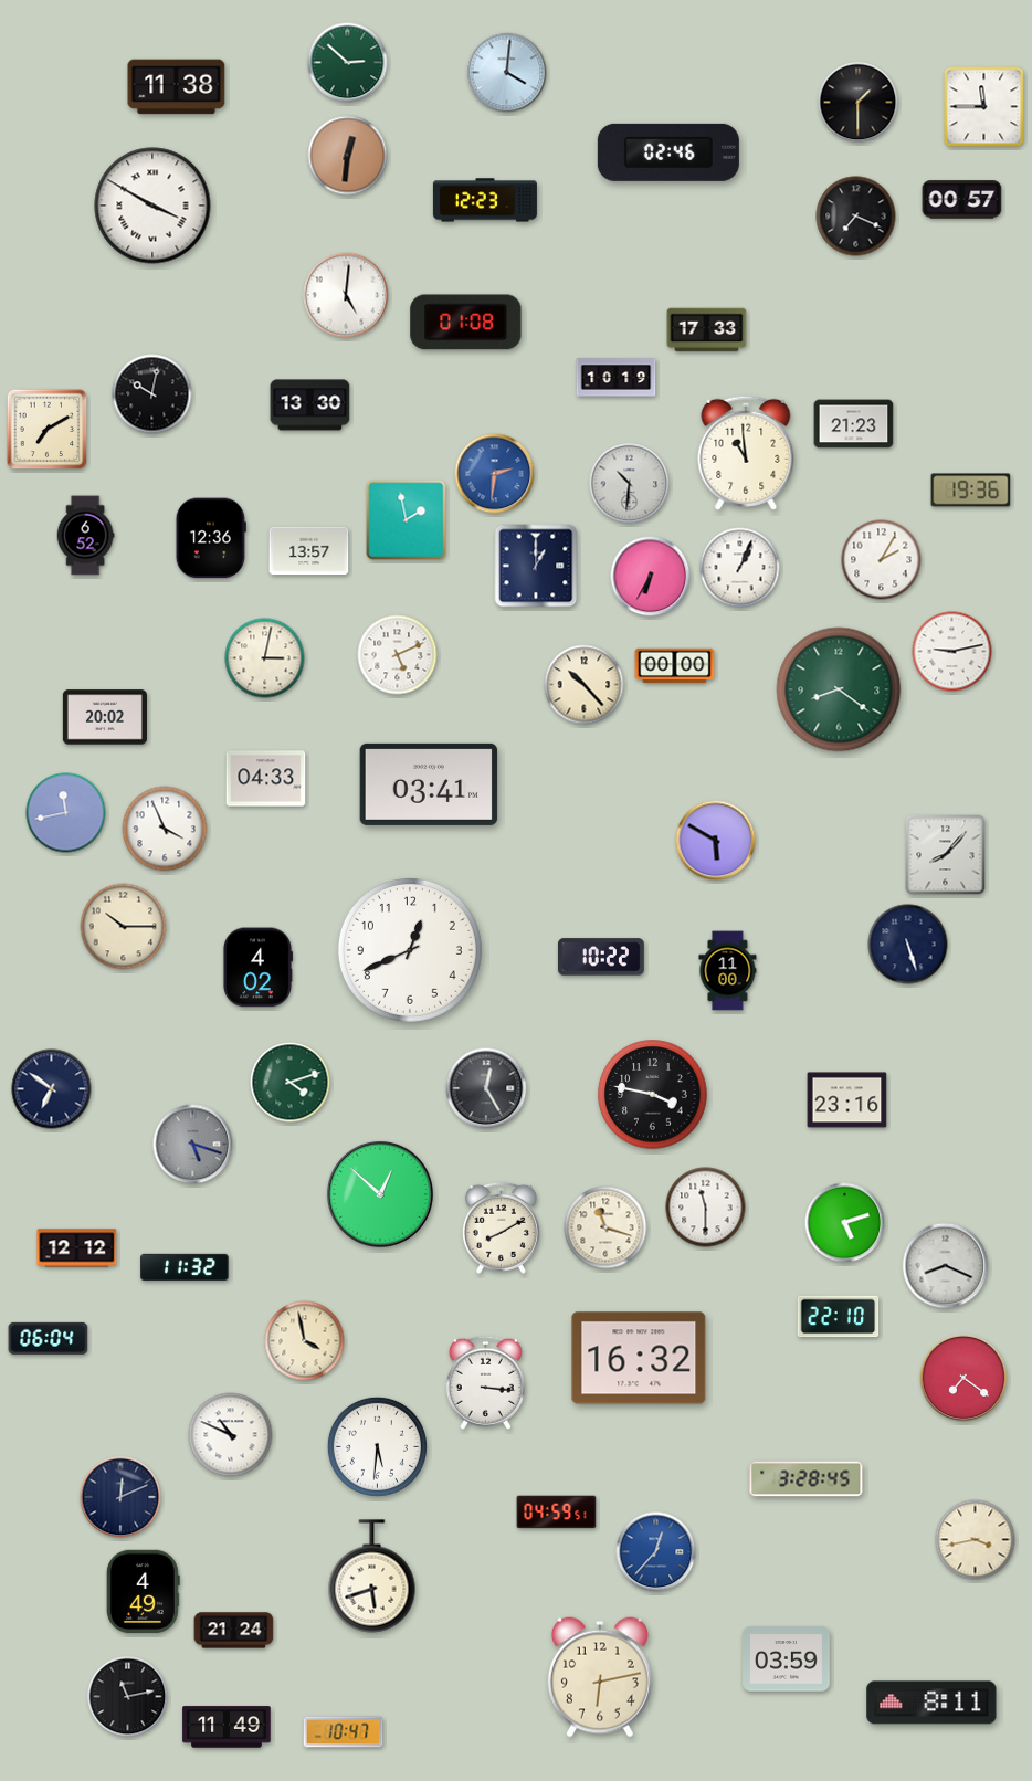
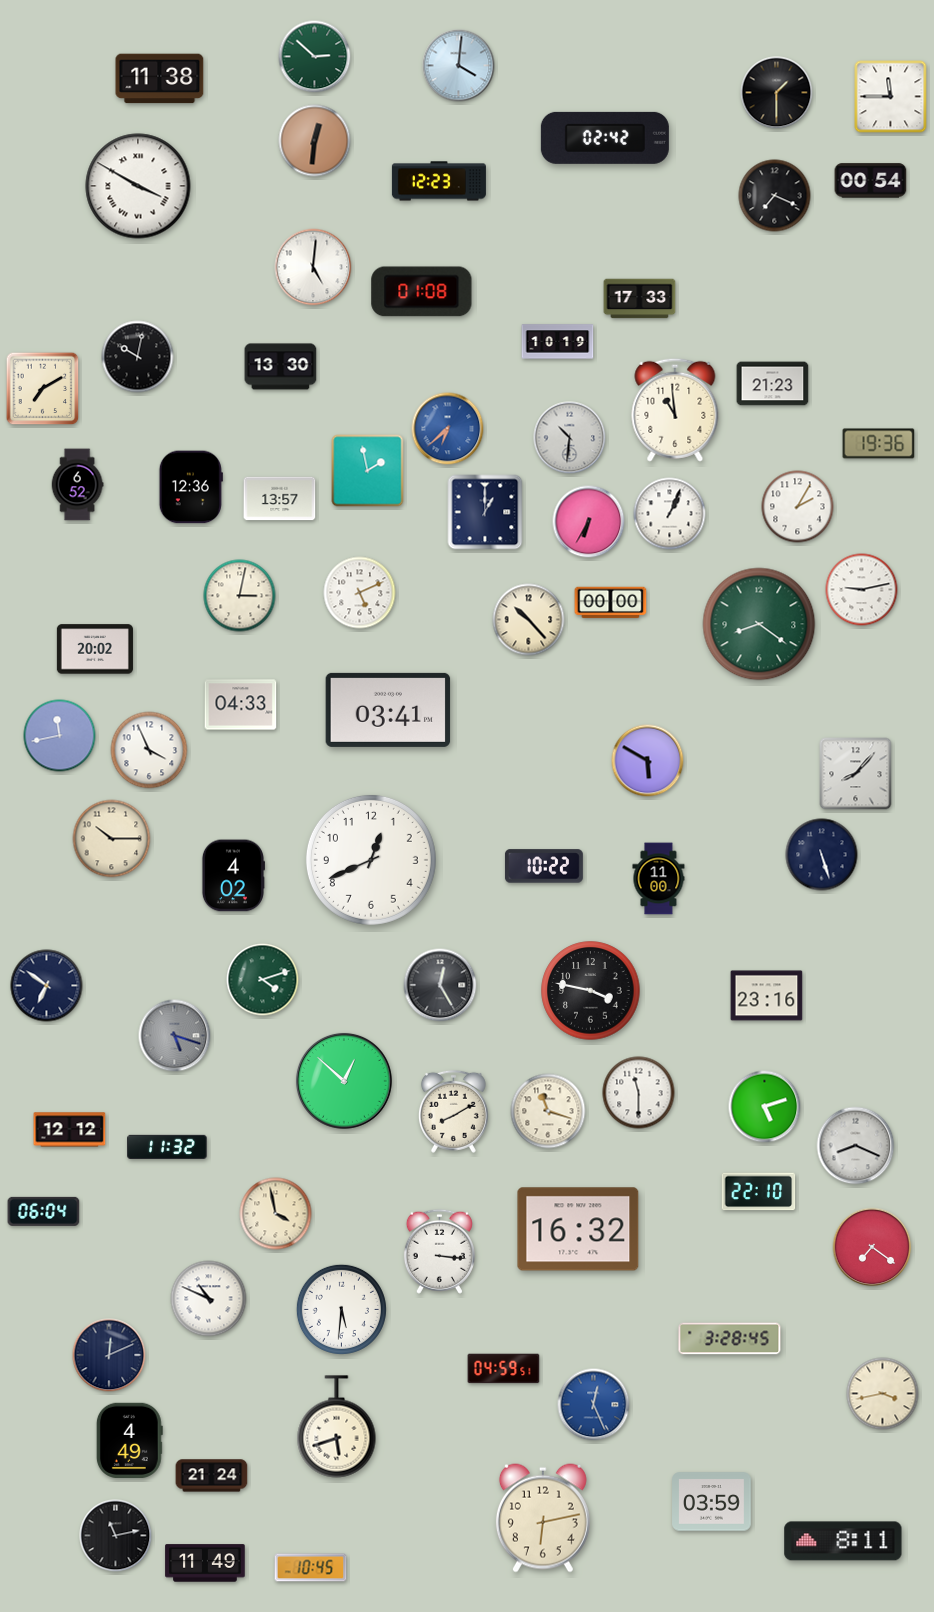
clock at (668, 152): 02:46 -> 02:42
clock at (962, 200): 00:57 -> 00:54
clock at (495, 474): 2:31 -> 6:38
clock at (656, 1552): 12:37 -> 12:26
clock at (344, 1732): 10:47 -> 10:45
